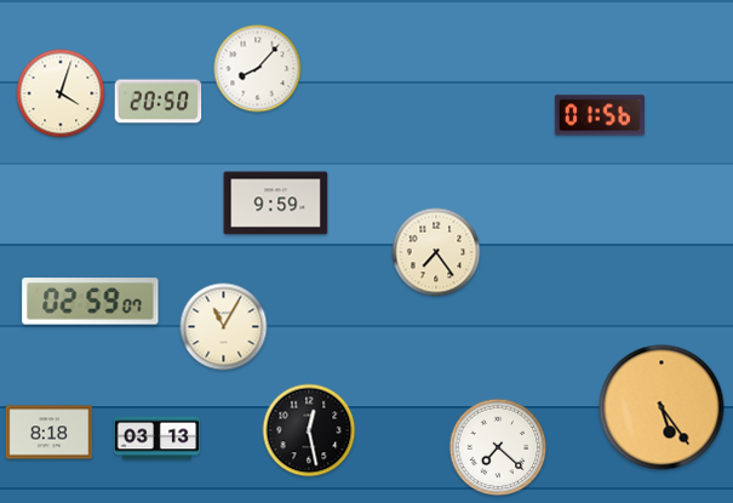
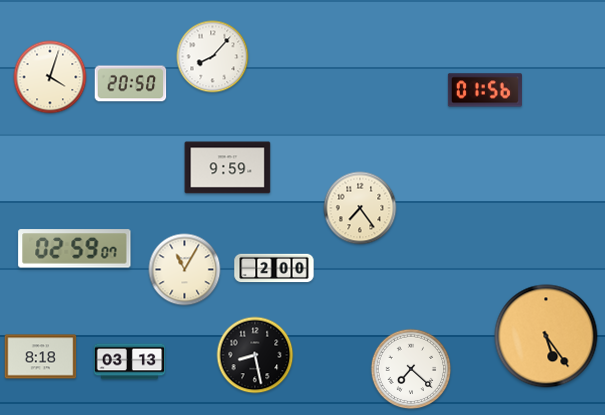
clock at (600, 115) position: (600, 115) -> (485, 90)
clock at (274, 268): none -> 2:00
clock at (309, 430): 12:28 -> 8:28
